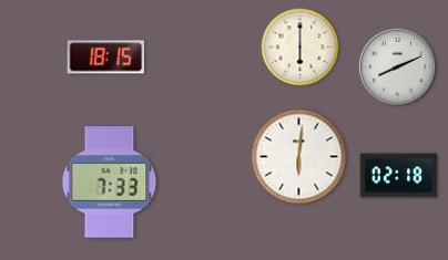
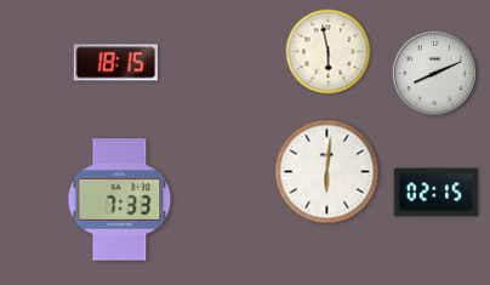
clock at (301, 48): 6:00 -> 5:58
clock at (399, 176): 02:18 -> 02:15
